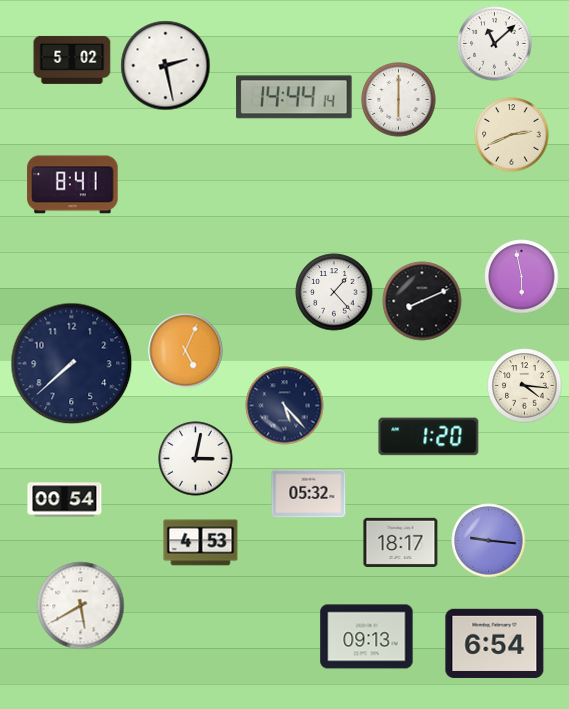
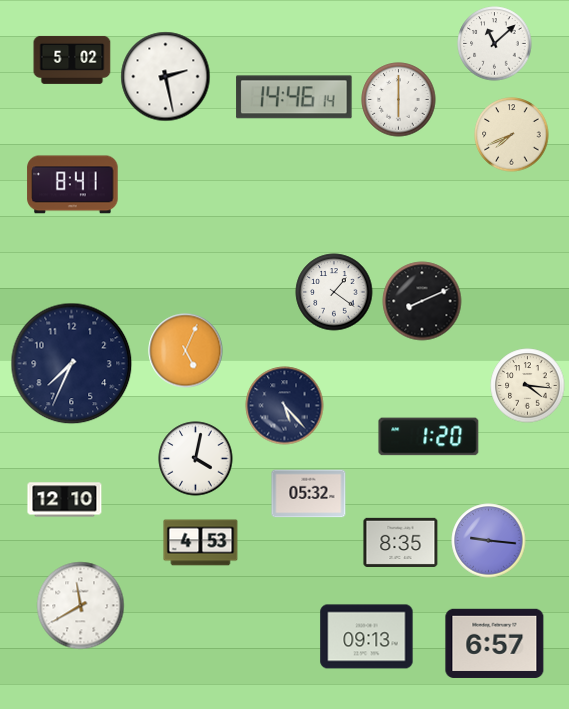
clock at (166, 66) position: (166, 66) -> (166, 77)
clock at (294, 97): 14:44 -> 14:46
clock at (512, 135): 2:41 -> 7:41
clock at (522, 277): 5:58 -> none
clock at (334, 292): 1:23 -> 1:21
clock at (72, 364): 7:38 -> 7:34
clock at (525, 386) position: (525, 386) -> (528, 386)
clock at (196, 459): 3:02 -> 4:02
clock at (65, 500): 00:54 -> 12:10
clock at (401, 542): 18:17 -> 8:35
clock at (81, 606): 5:40 -> 11:40
clock at (495, 643): 6:54 -> 6:57
